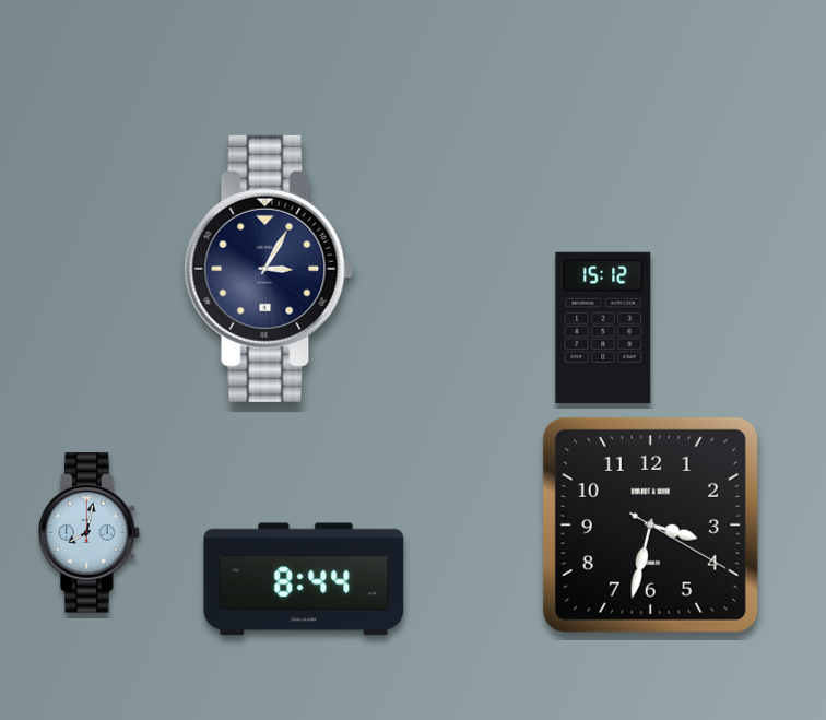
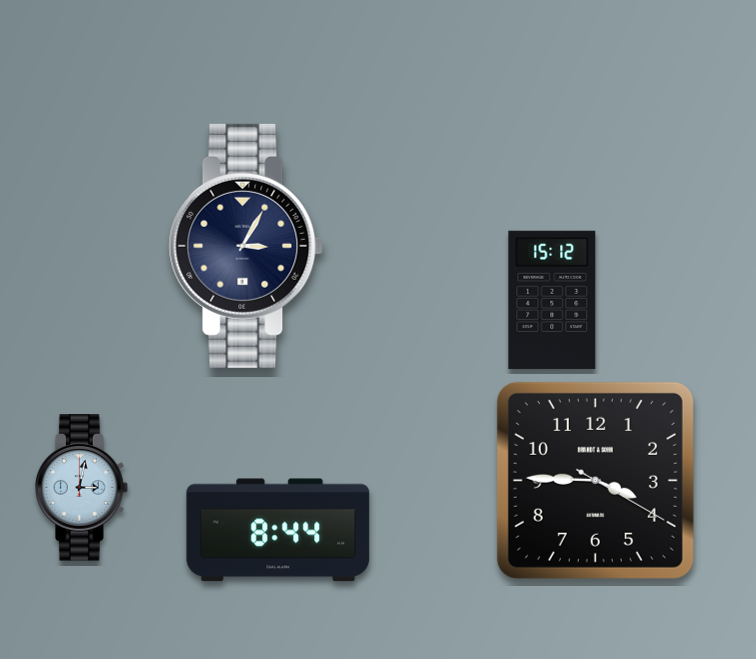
clock at (650, 524): 3:32 -> 3:45
clock at (90, 533): 8:02 -> 3:02
